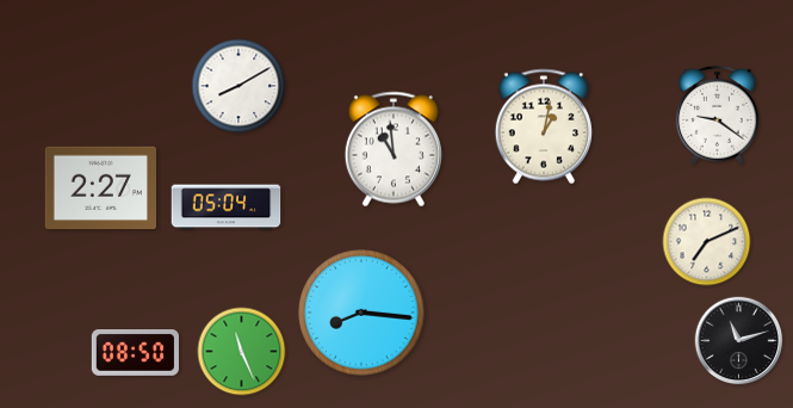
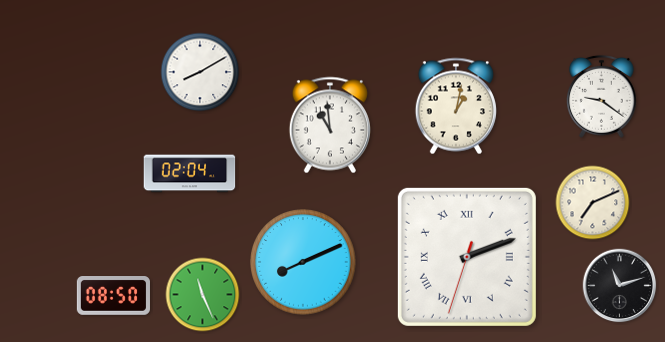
clock at (100, 188): 2:27 -> none
clock at (227, 208): 05:04 -> 02:04
clock at (467, 257): none -> 2:11
clock at (361, 313): 8:16 -> 8:11
